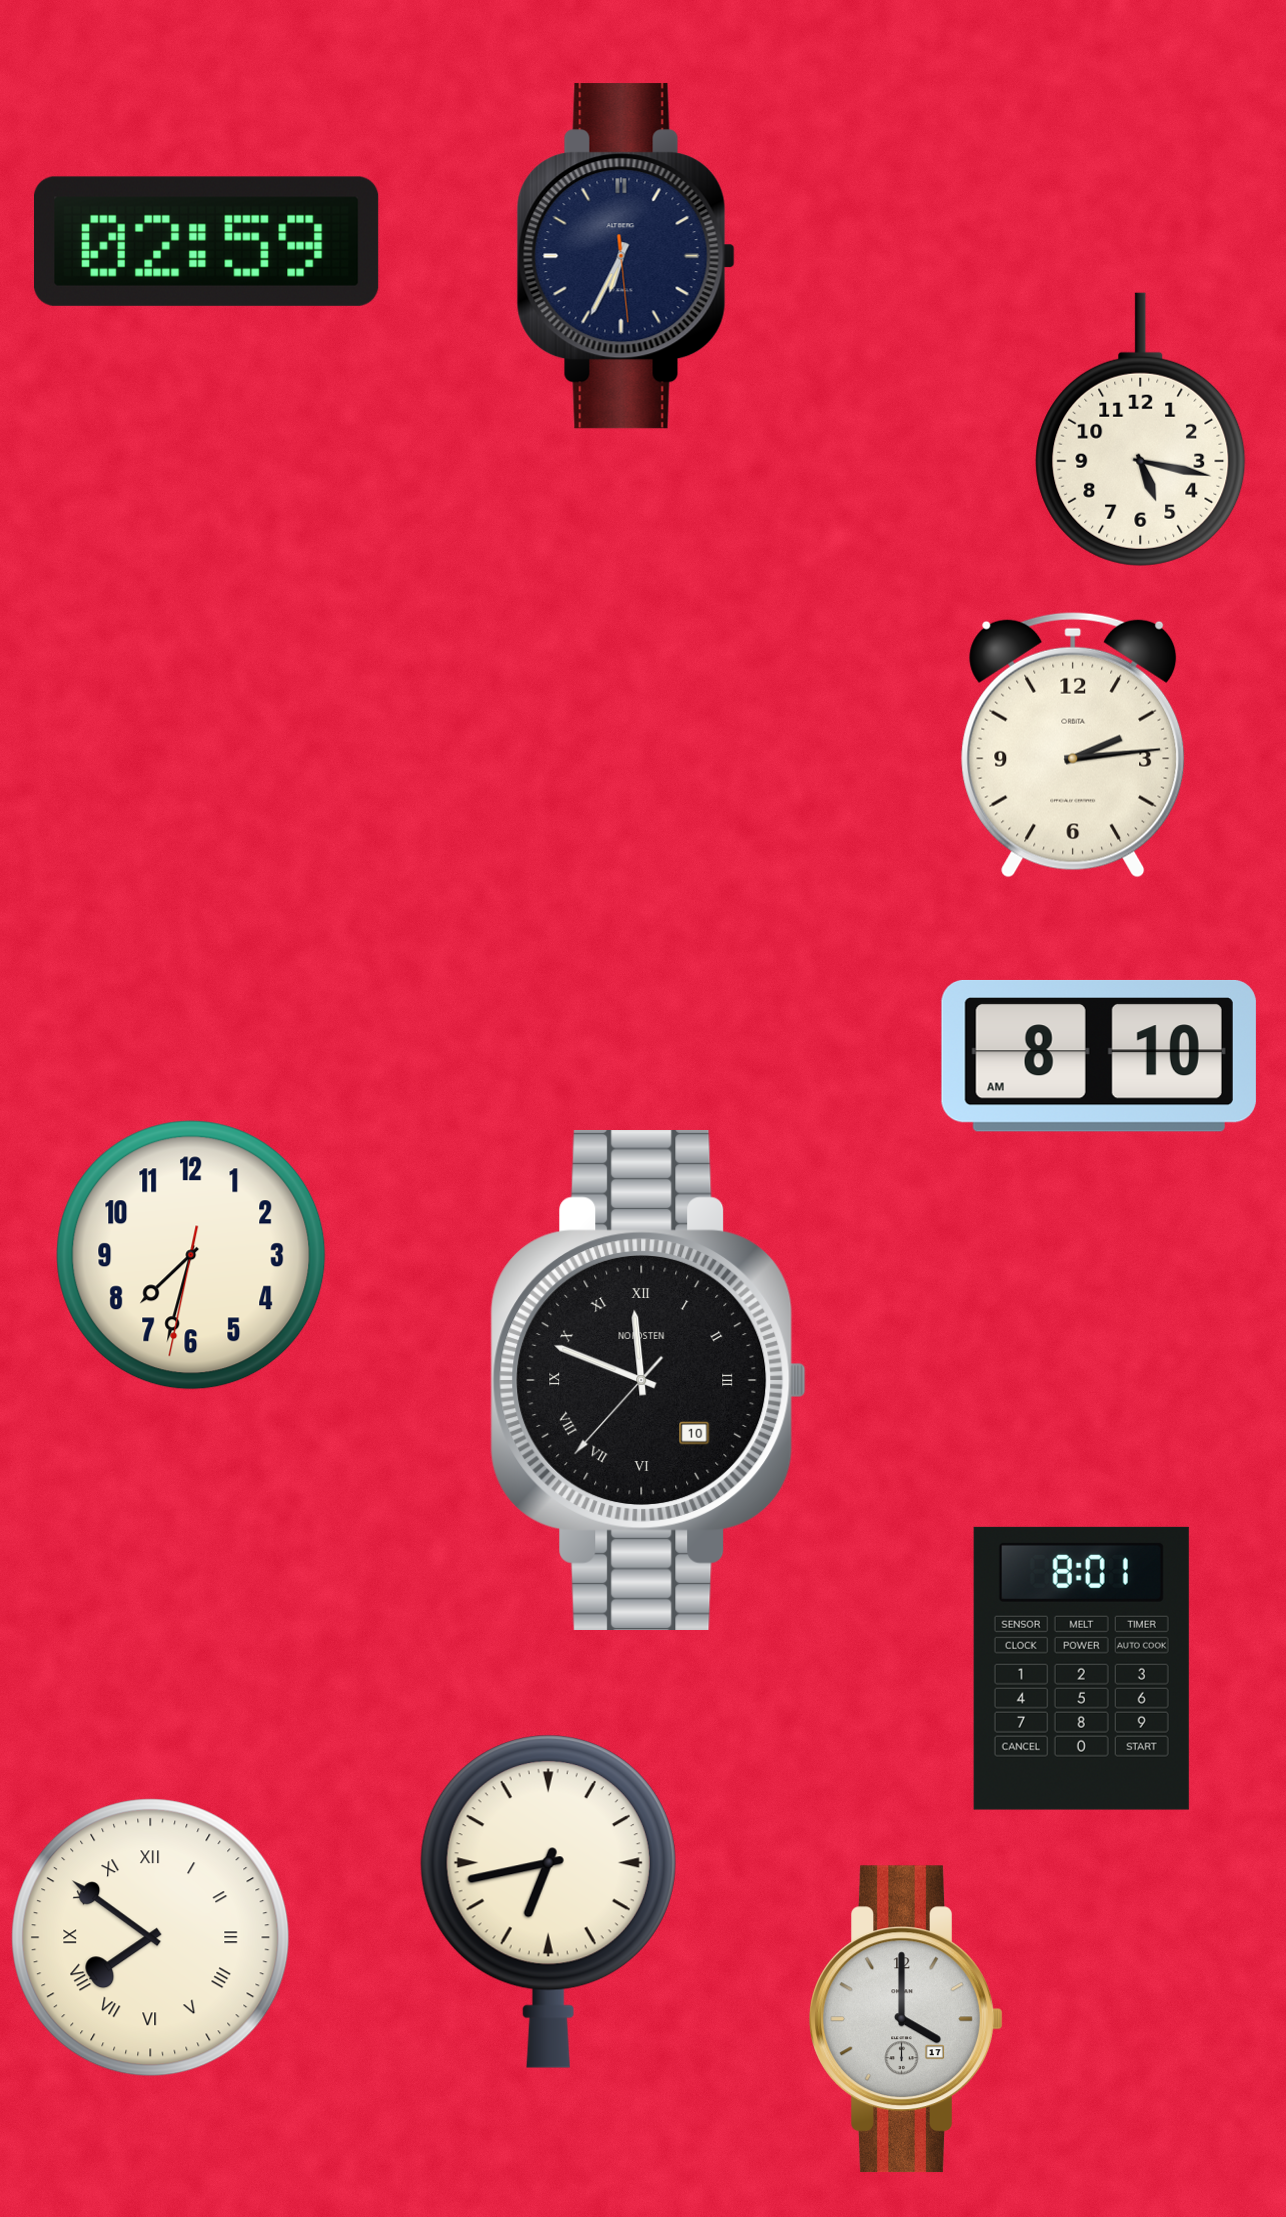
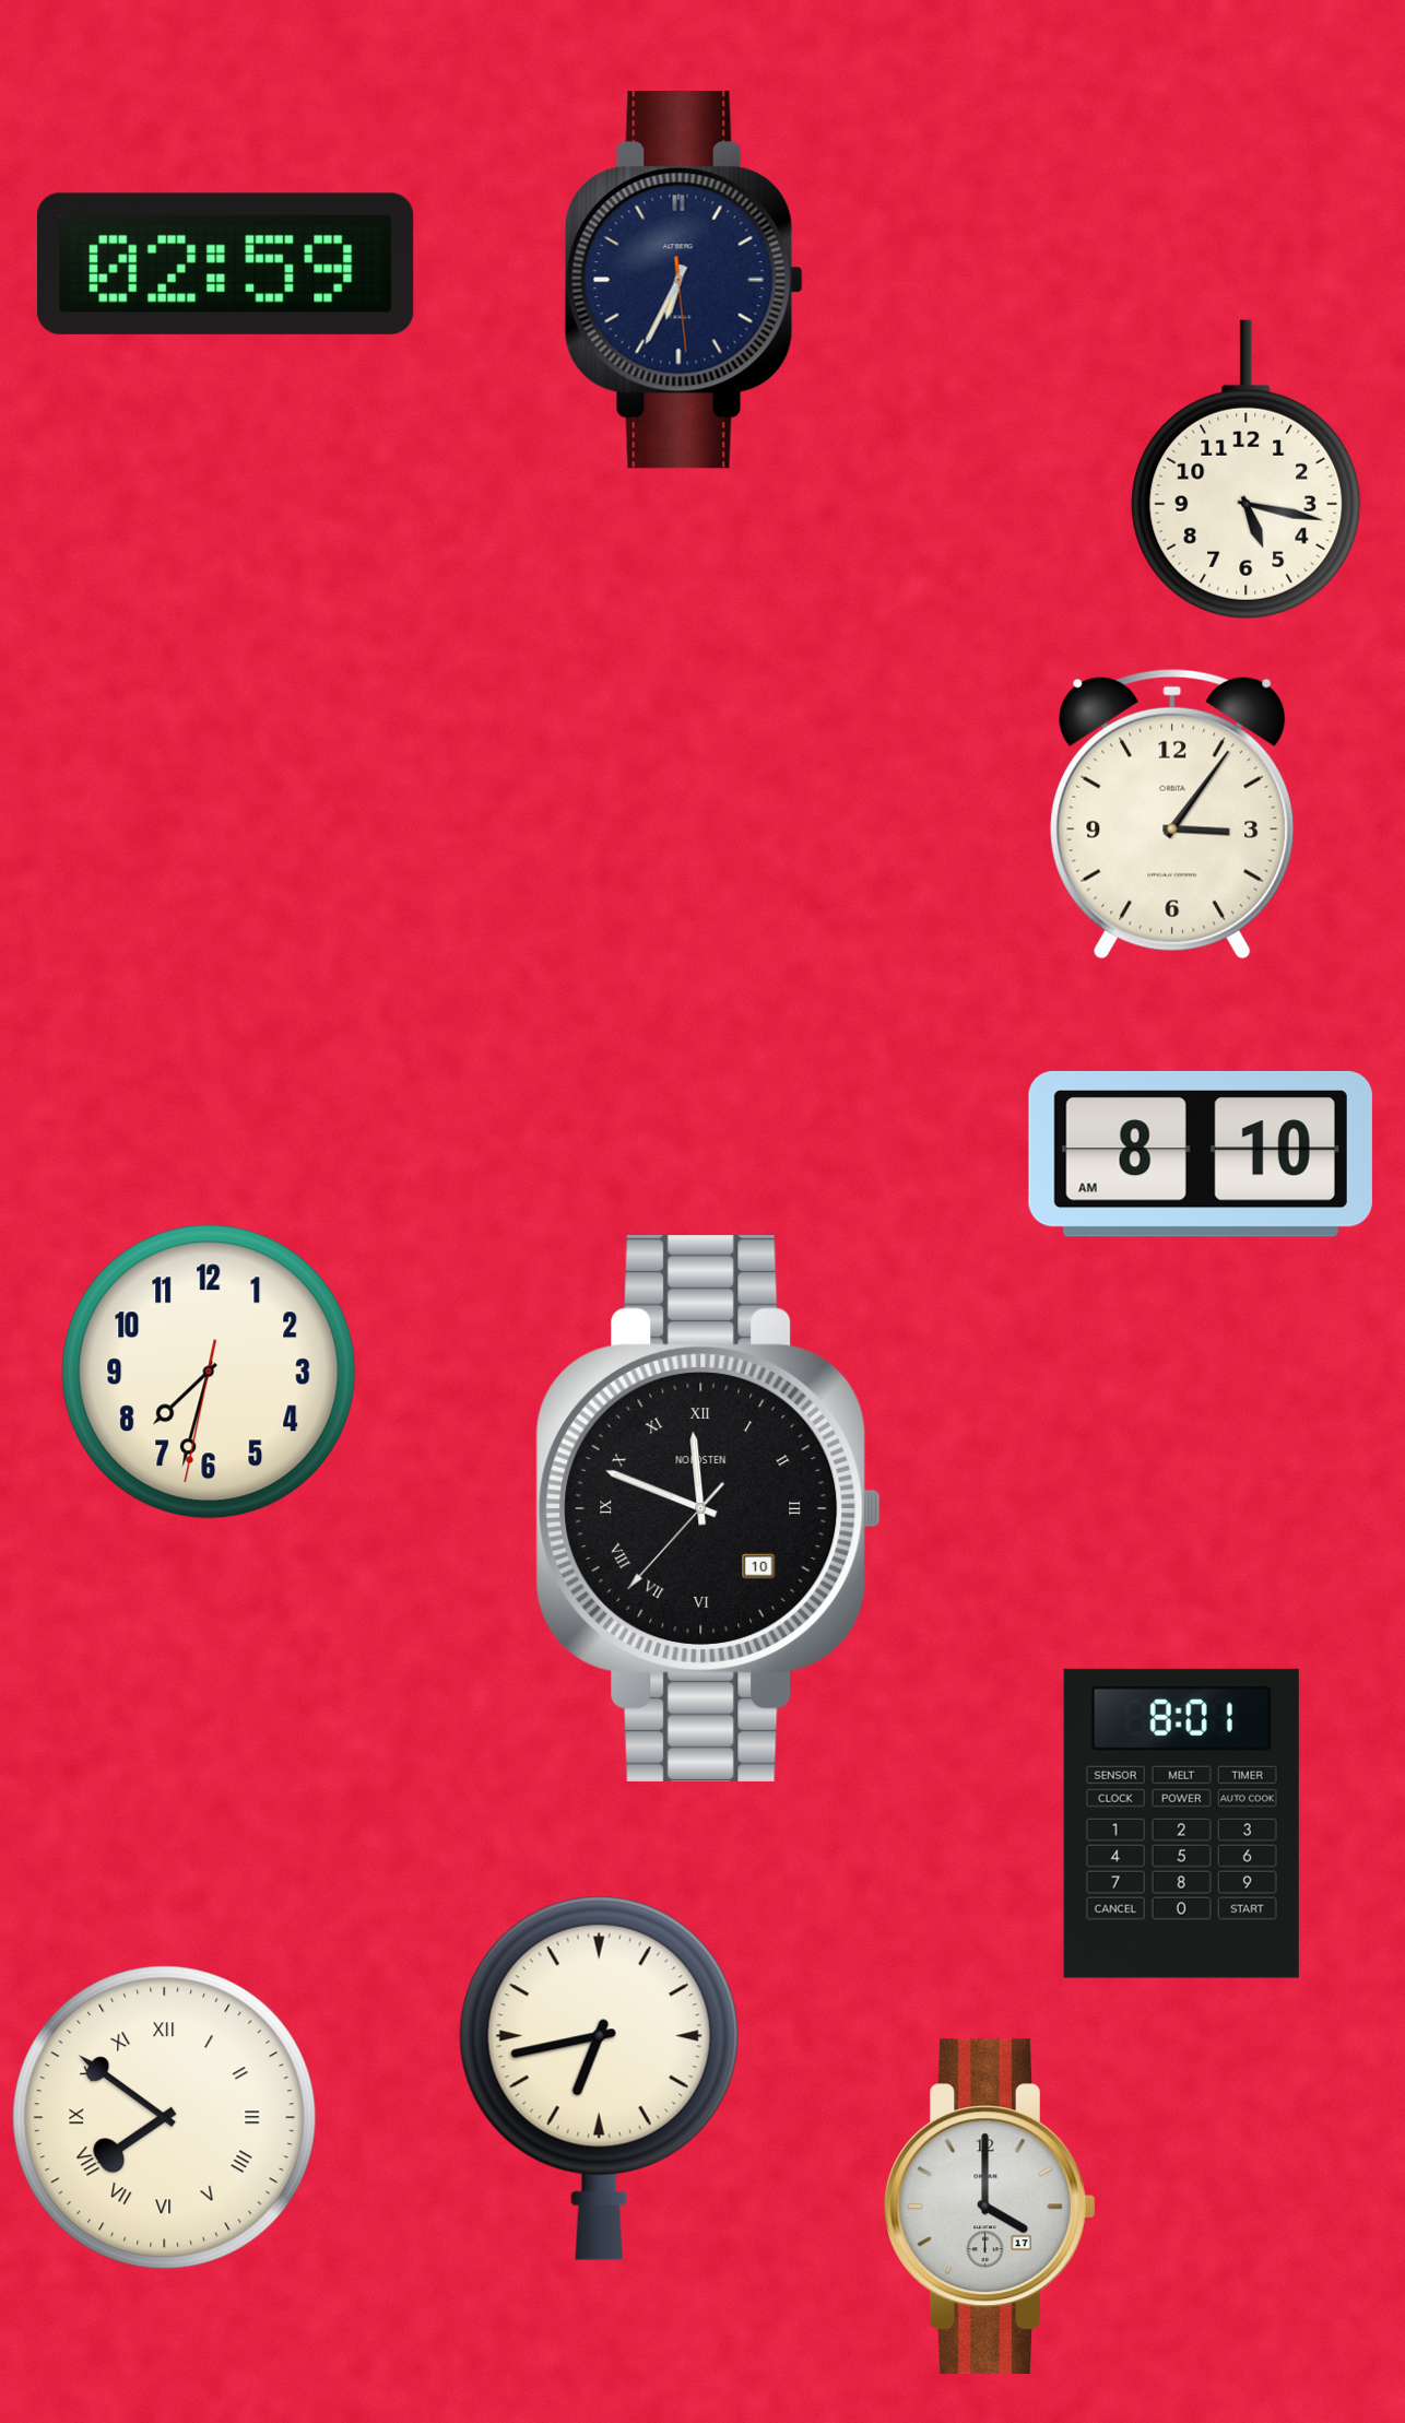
clock at (1073, 745): 2:14 -> 3:06
